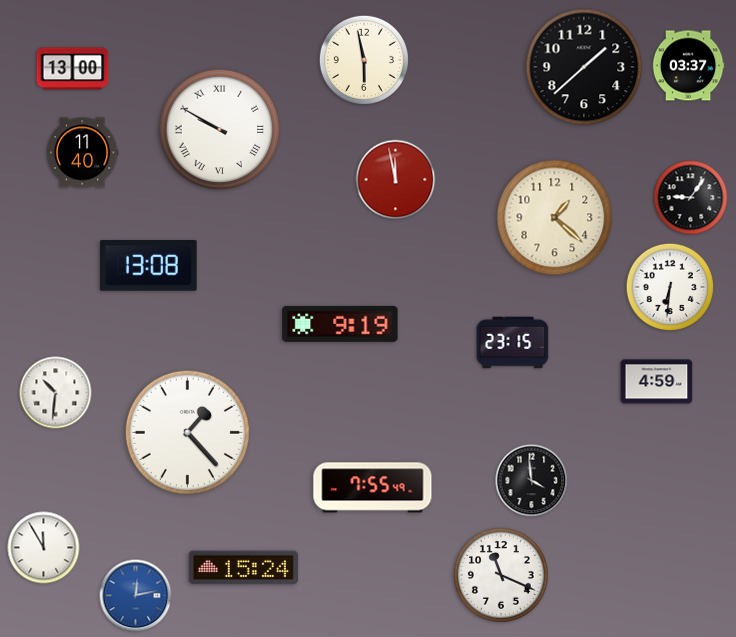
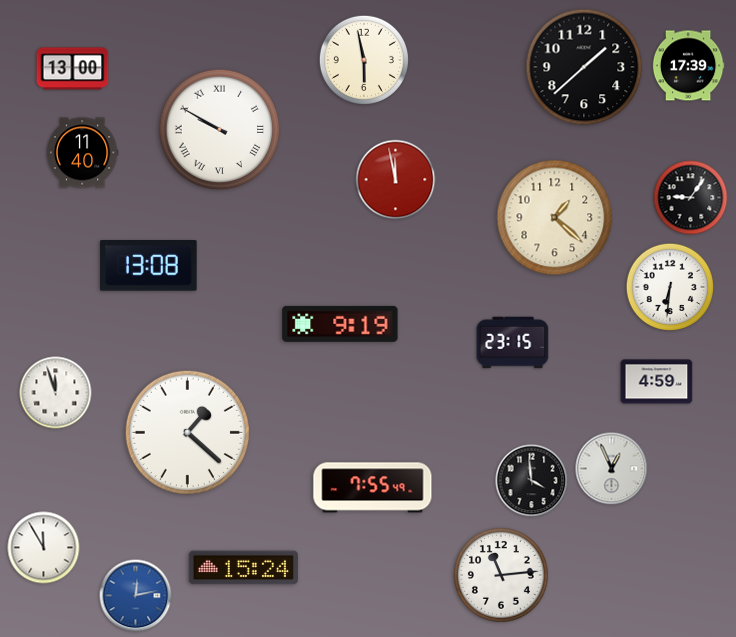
clock at (688, 66): 03:37 -> 17:39
clock at (56, 393): 10:31 -> 11:57
clock at (187, 432): 1:23 -> 1:22
clock at (612, 469): none -> 12:56
clock at (502, 576): 11:19 -> 11:14
